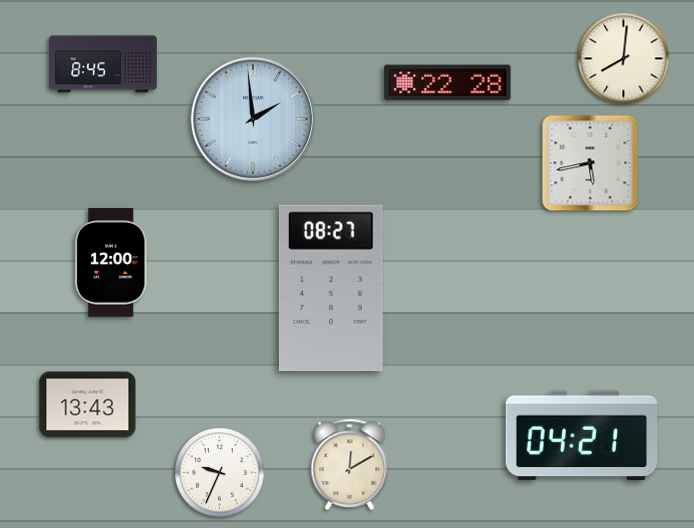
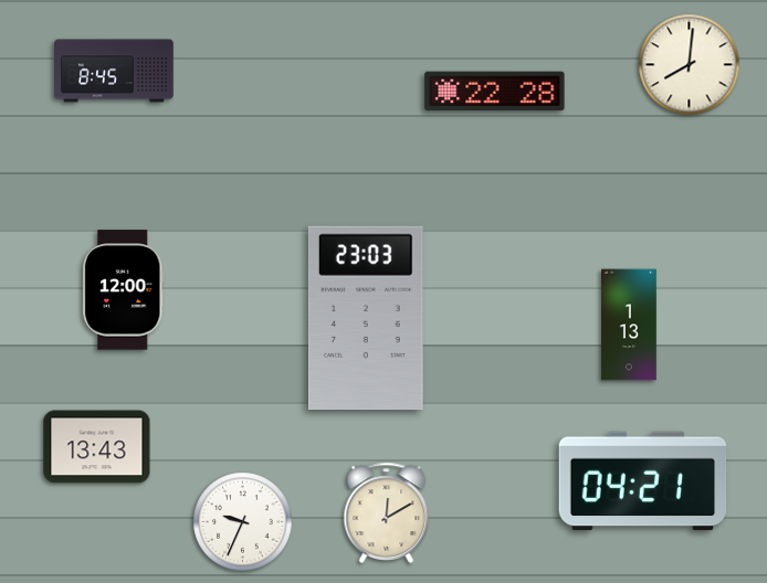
clock at (253, 119): 1:59 -> none
clock at (590, 163): 5:43 -> none
clock at (331, 288): 08:27 -> 23:03
clock at (629, 325): none -> 1:13
